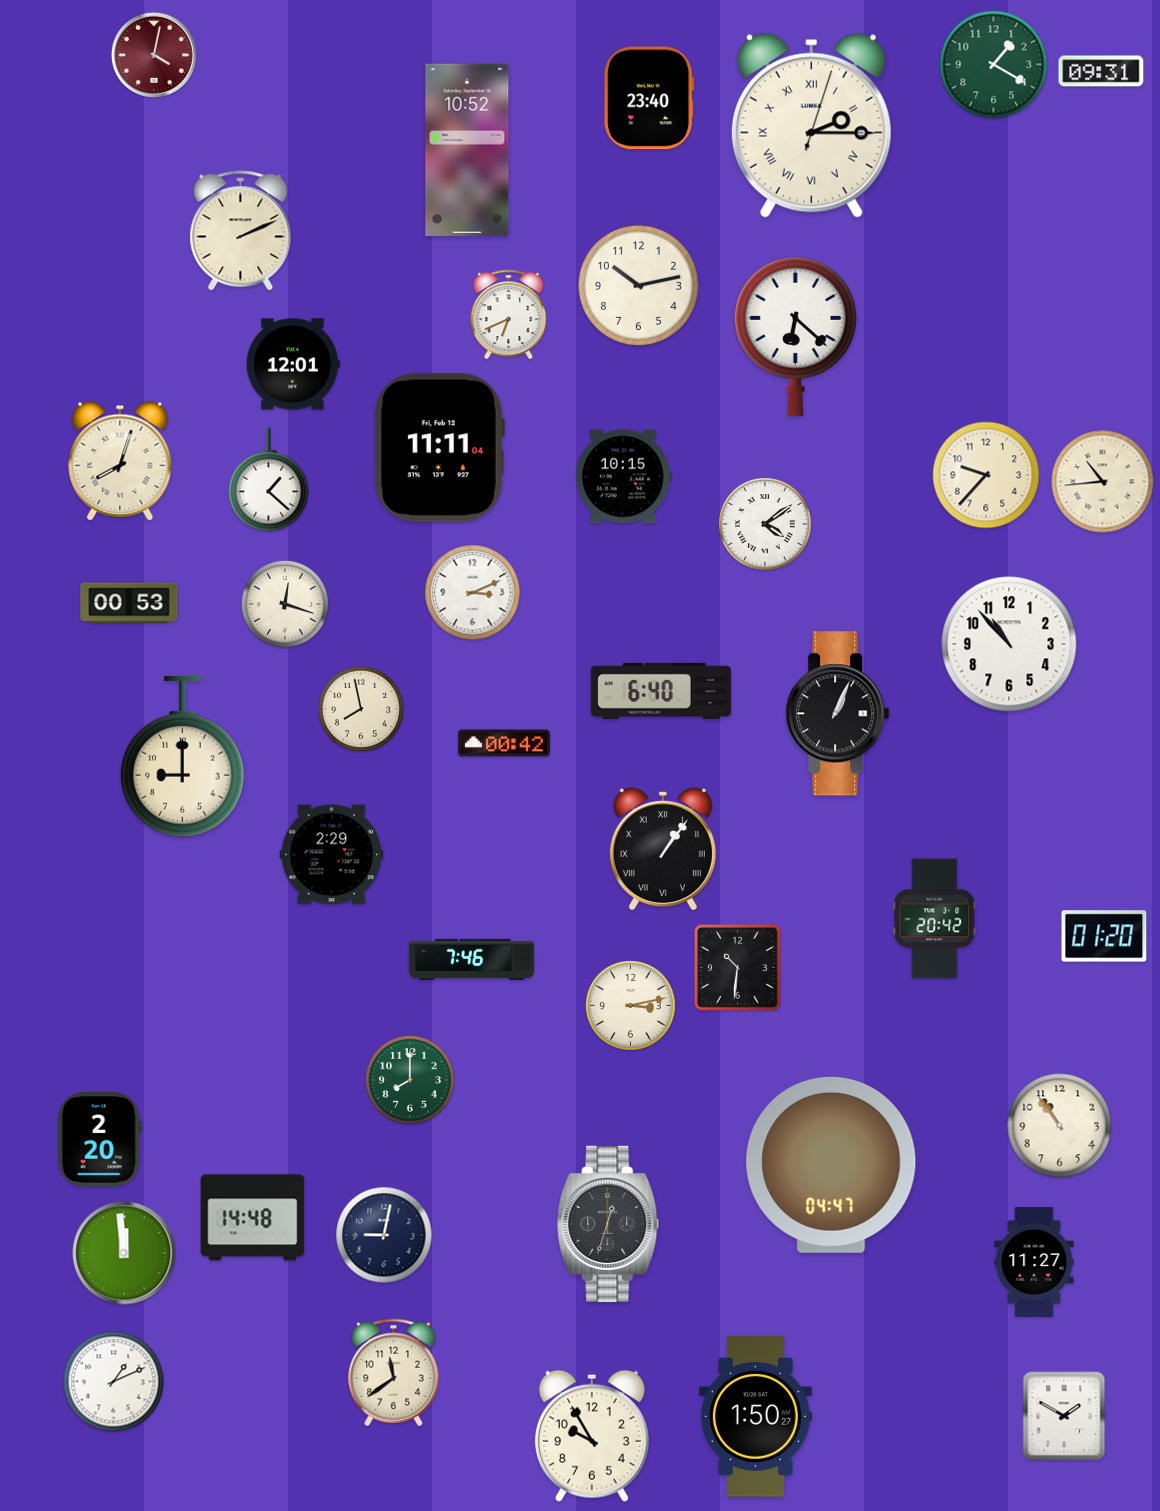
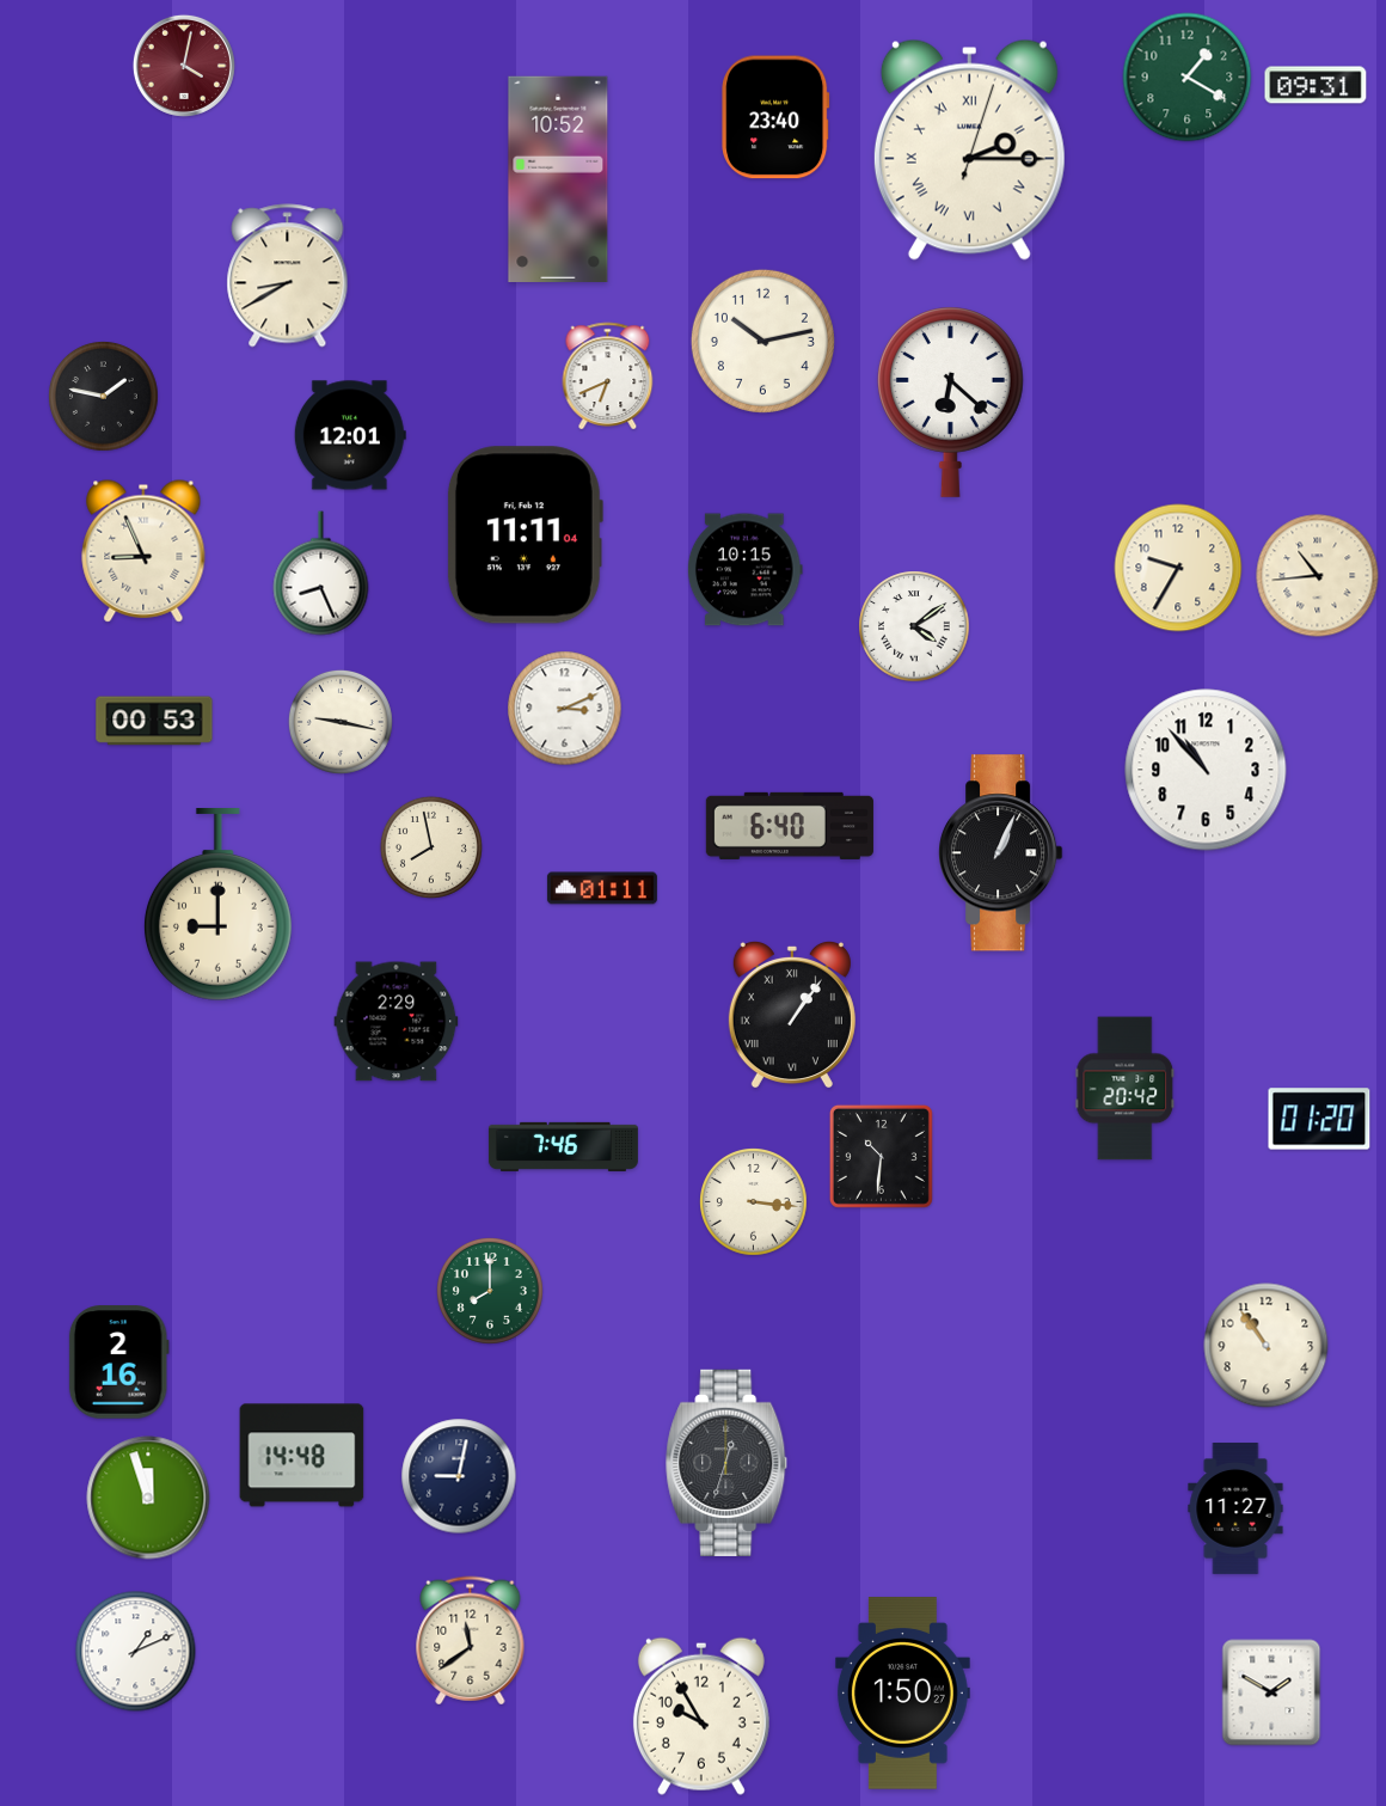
clock at (241, 231): 2:11 -> 8:40
clock at (104, 397): none -> 1:47
clock at (120, 461): 8:03 -> 8:56
clock at (986, 475): 9:37 -> 9:35
clock at (269, 480): 1:22 -> 8:26
clock at (285, 604): 12:18 -> 9:17
clock at (504, 743): 00:42 -> 01:11
clock at (935, 919) position: (935, 919) -> (1126, 1089)
clock at (631, 1006): 3:13 -> 3:16
clock at (99, 1140): 2:20 -> 2:16
clock at (831, 1165): 04:47 -> none
clock at (124, 1253): 11:59 -> 11:57
clock at (592, 1436) position: (592, 1436) -> (701, 1716)
